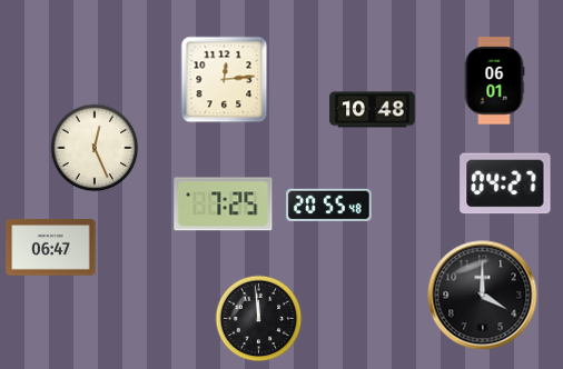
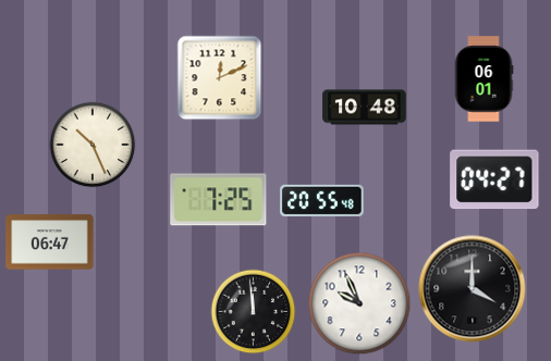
clock at (224, 79): 12:14 -> 12:11
clock at (95, 148): 12:26 -> 10:26
clock at (359, 303): none -> 9:56
